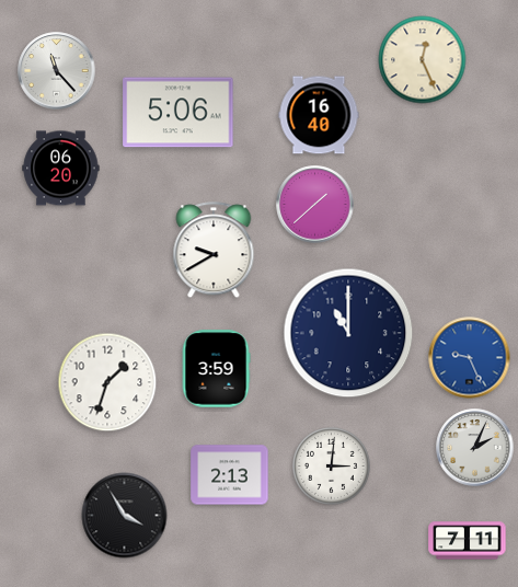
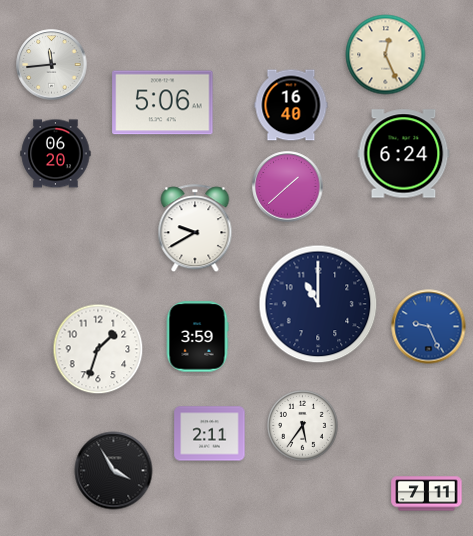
clock at (57, 71): 11:23 -> 11:44
clock at (404, 154): none -> 6:24
clock at (475, 448): 2:04 -> none
clock at (331, 465): 3:01 -> 5:36
clock at (230, 475): 2:13 -> 2:11
